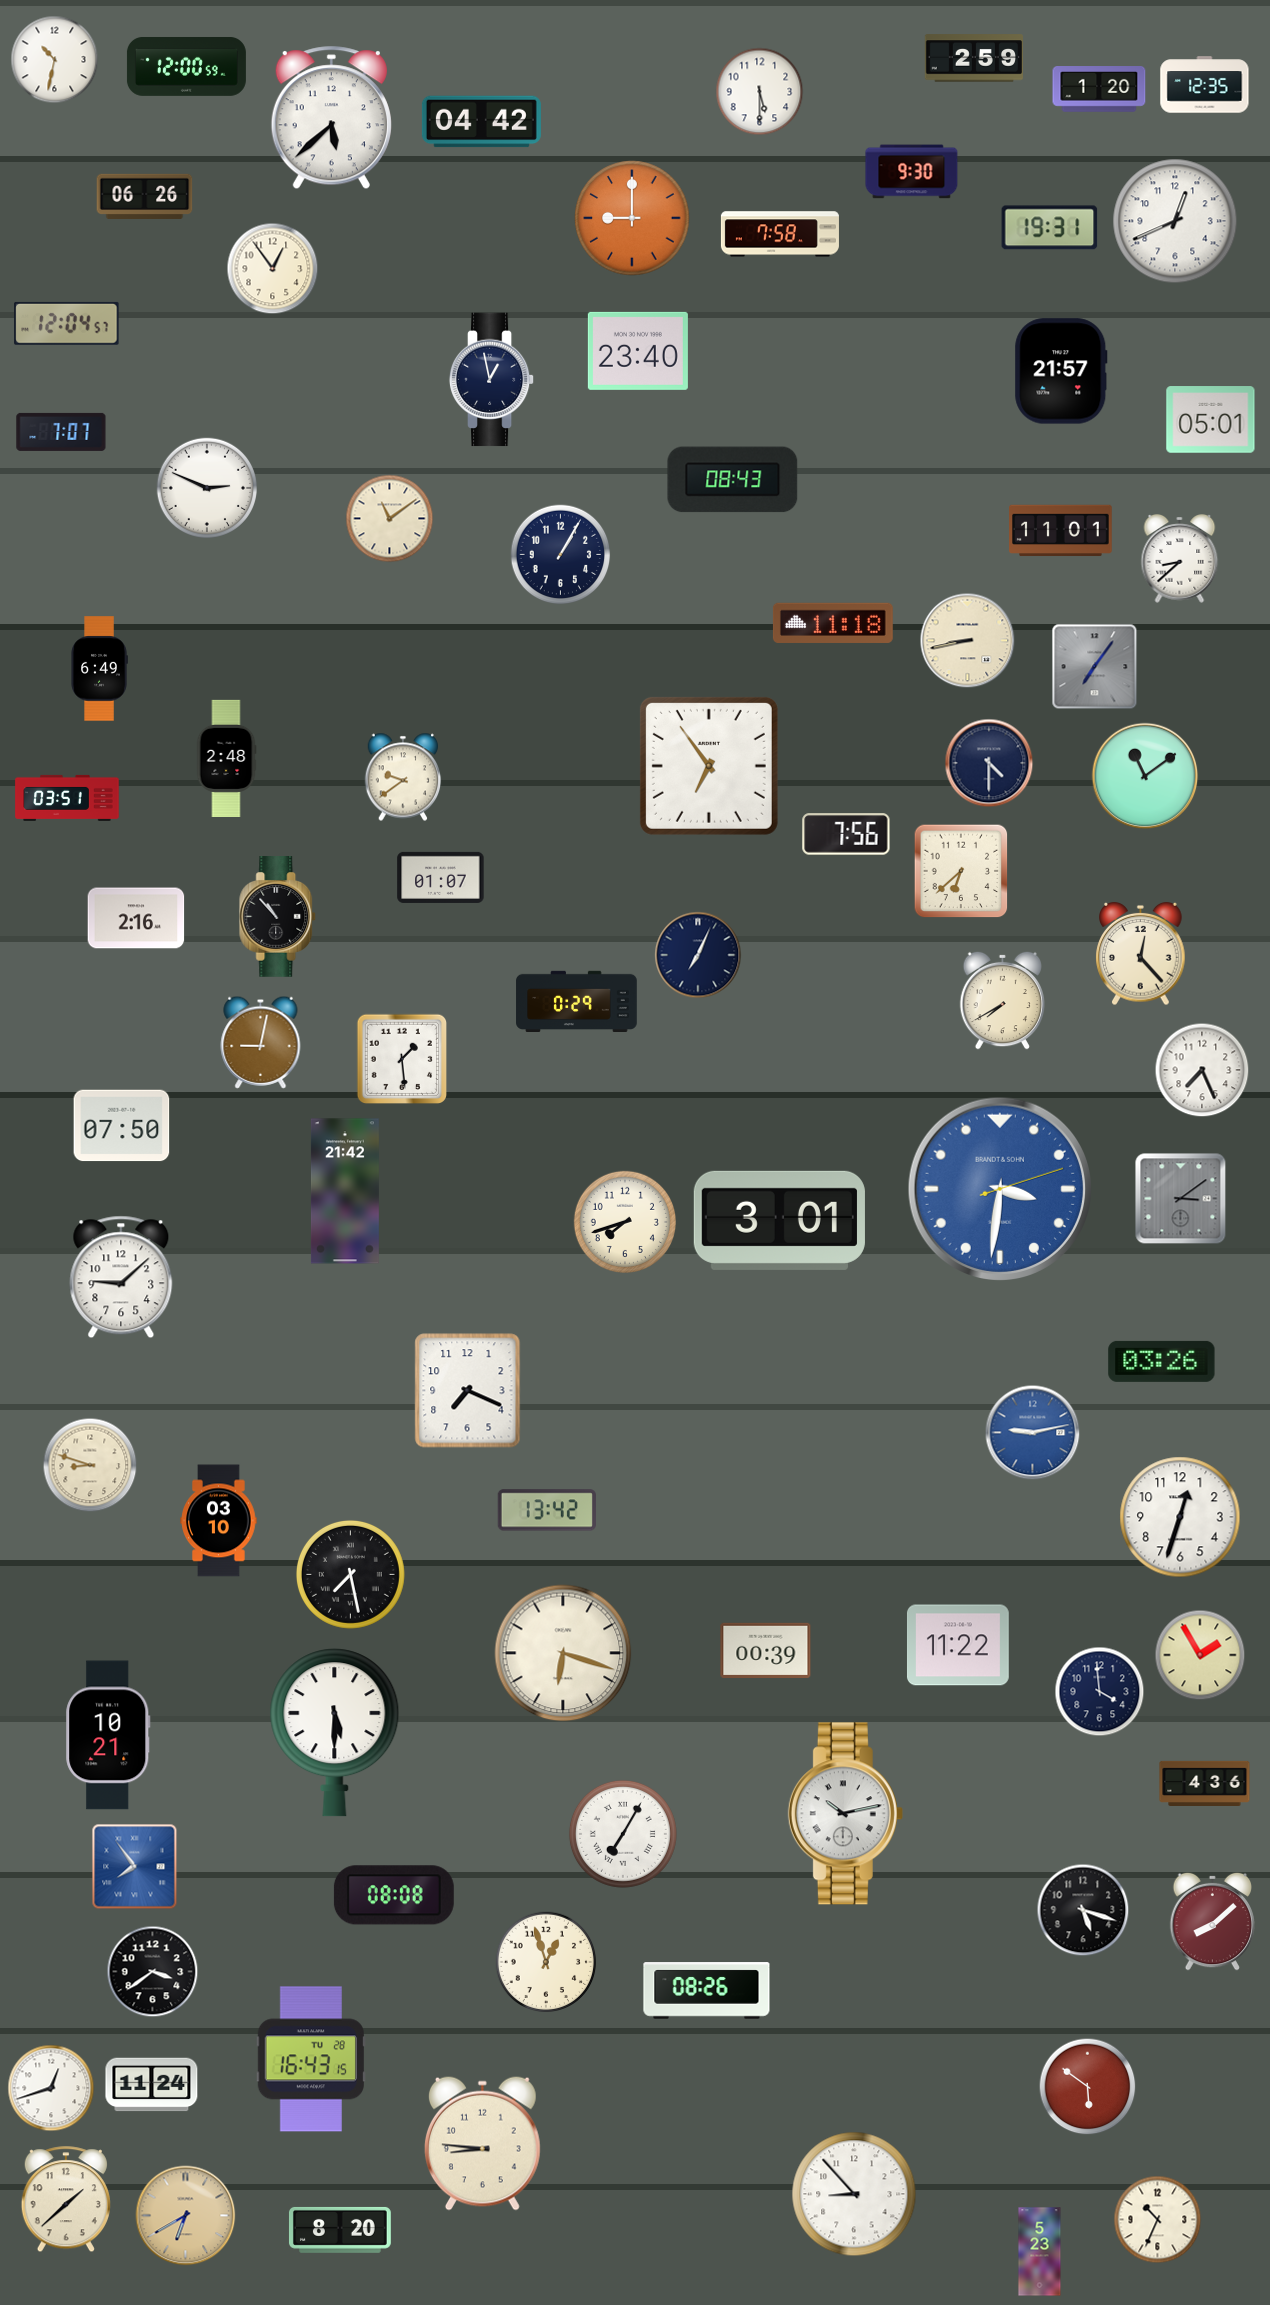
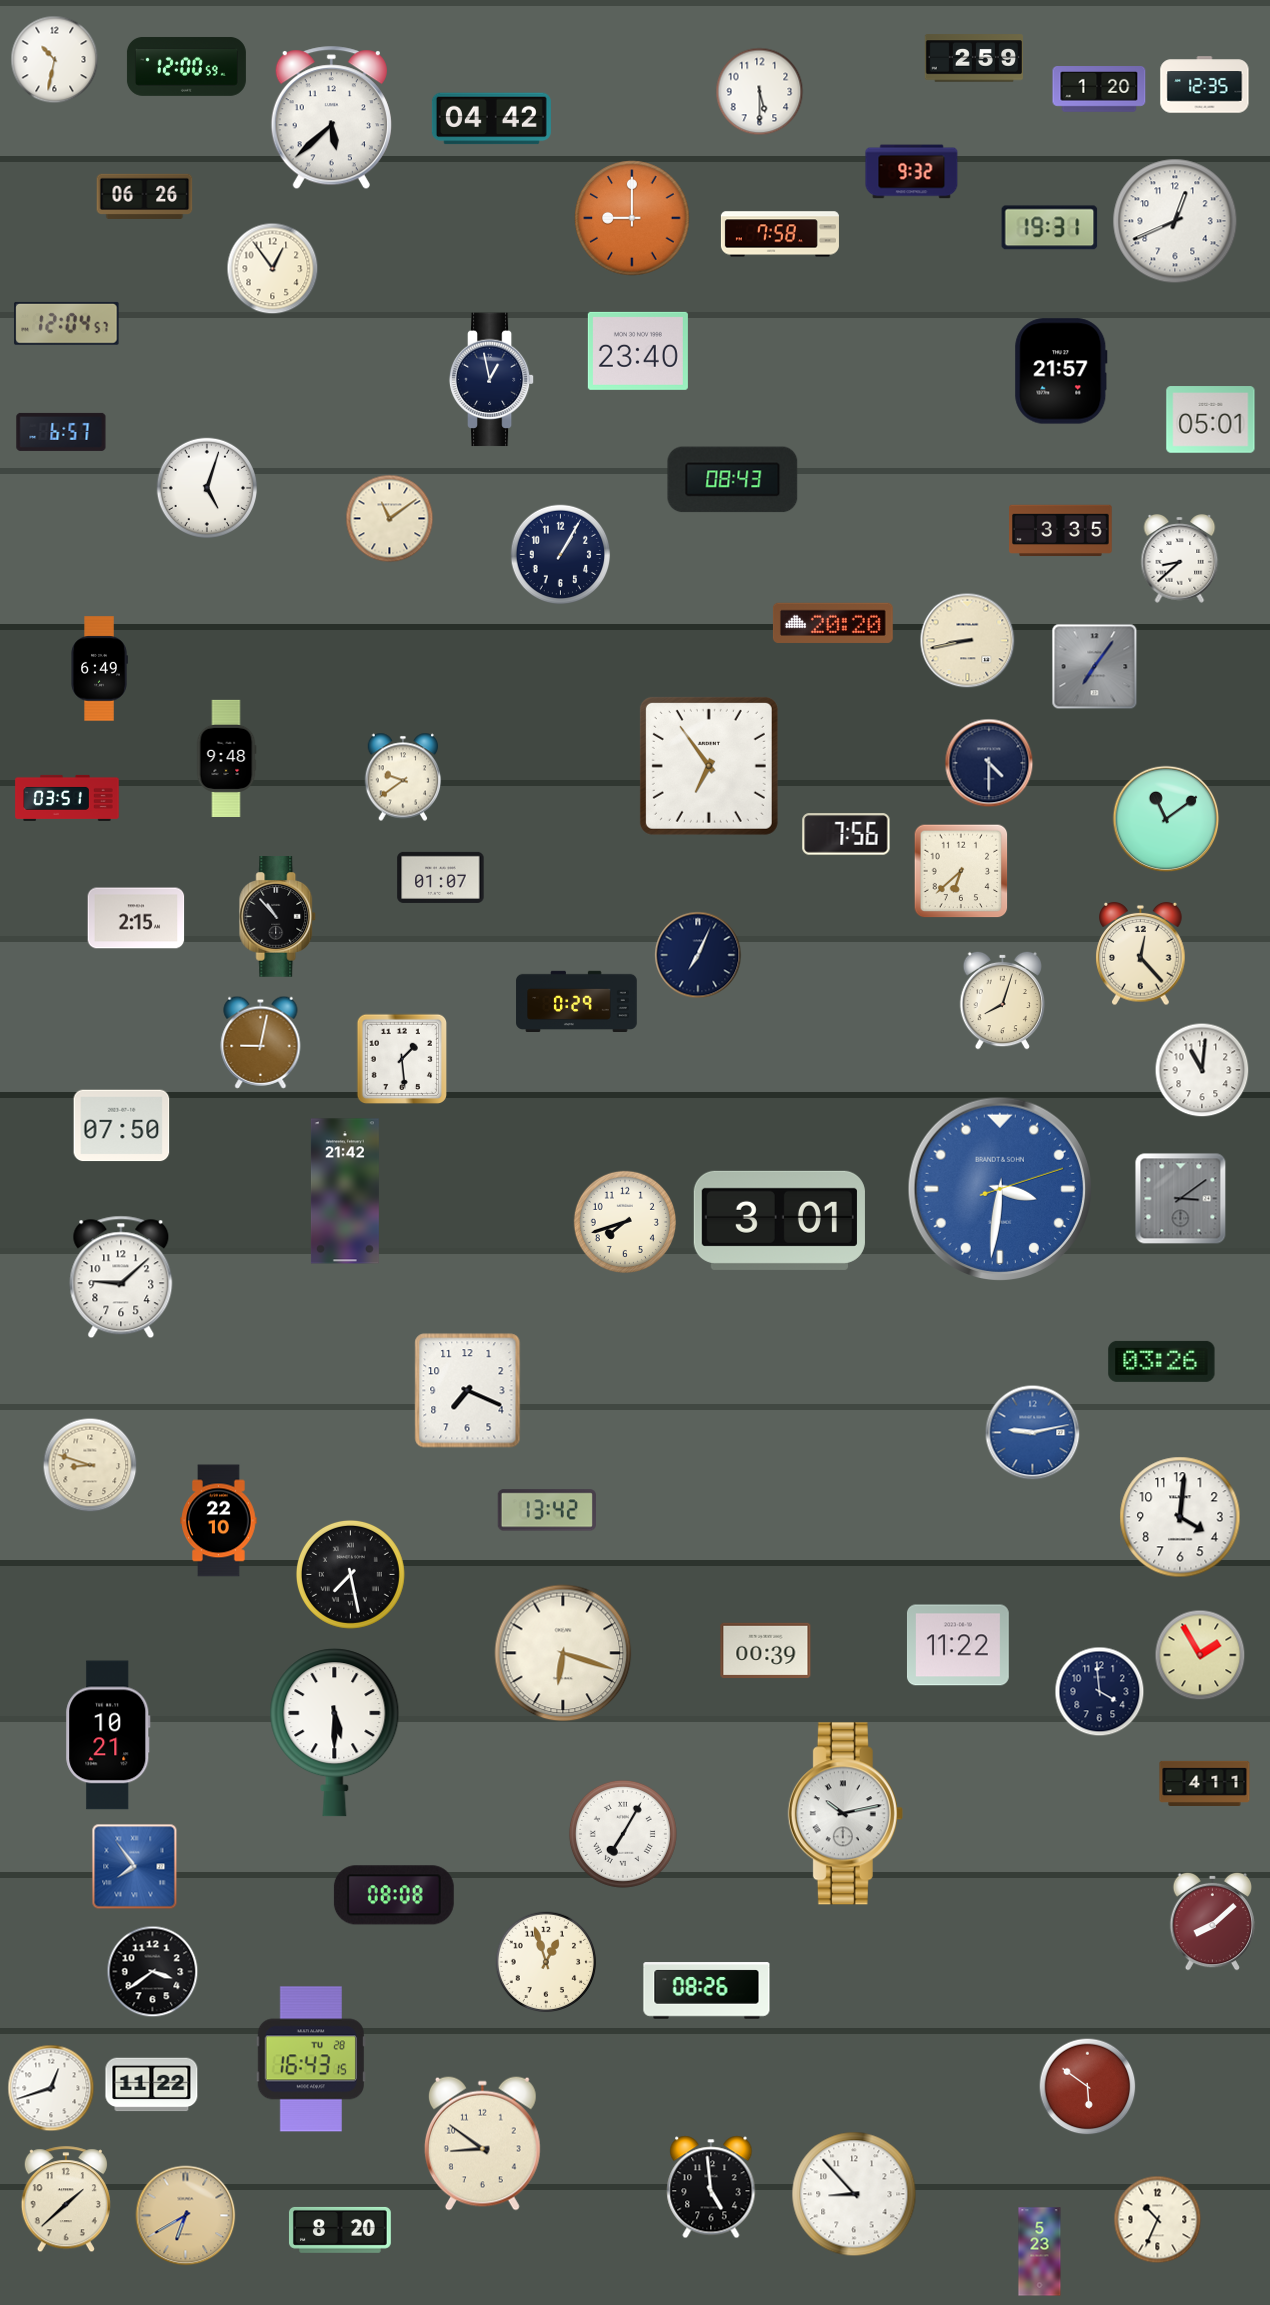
clock at (481, 122) position: (481, 122) -> (491, 119)
clock at (912, 172): 9:30 -> 9:32
clock at (61, 432): 7:07 -> 6:57
clock at (207, 488): 2:49 -> 5:03
clock at (1061, 531): 11:01 -> 3:35
clock at (833, 623): 11:18 -> 20:20
clock at (226, 758): 2:48 -> 9:48
clock at (1145, 776) position: (1145, 776) -> (1166, 819)
clock at (136, 918): 2:16 -> 2:15
clock at (1003, 1000): 7:40 -> 8:03
clock at (1202, 1070): 7:26 -> 11:01
clock at (1180, 1517): 12:33 -> 4:01
clock at (219, 1521): 03:10 -> 22:10
clock at (1205, 1783): 4:36 -> 4:11
clock at (1083, 1910): 5:18 -> none
clock at (152, 2085): 11:24 -> 11:22
clock at (482, 2143): 8:46 -> 8:51
clock at (711, 2187): none -> 4:59
